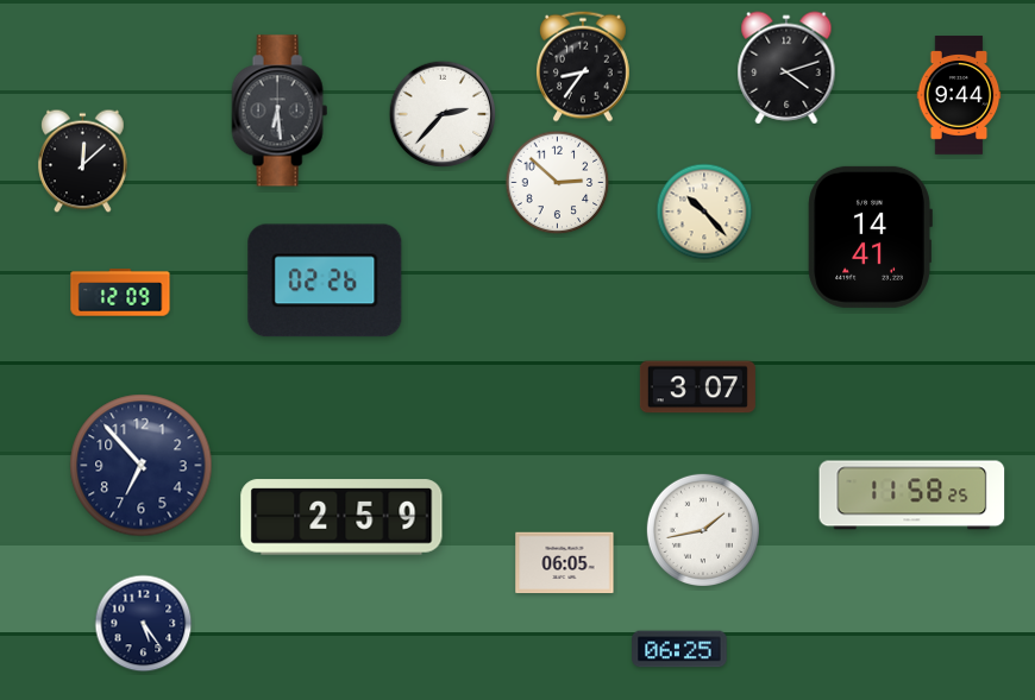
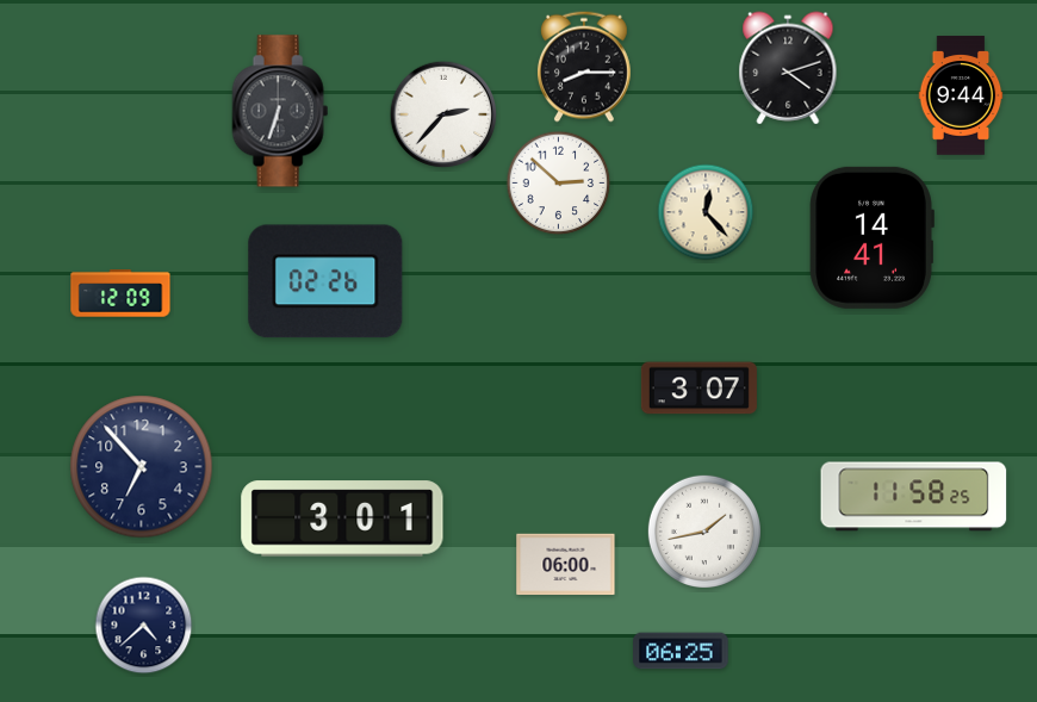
clock at (583, 67): 8:36 -> 8:15
clock at (280, 111): 6:29 -> 6:33
clock at (83, 162): 12:08 -> none
clock at (704, 212): 10:23 -> 12:23
clock at (341, 517): 2:59 -> 3:01
clock at (565, 563): 06:05 -> 06:00
clock at (144, 624): 5:24 -> 4:38
